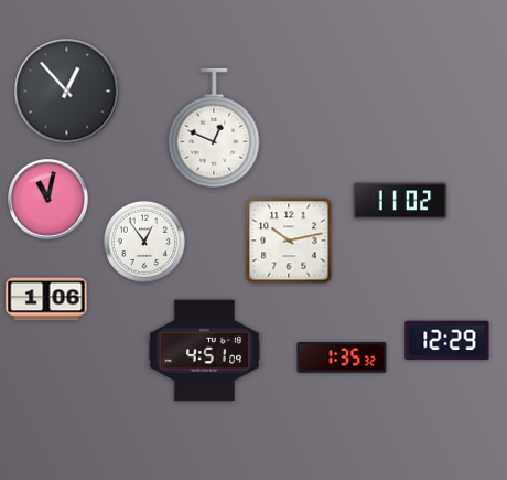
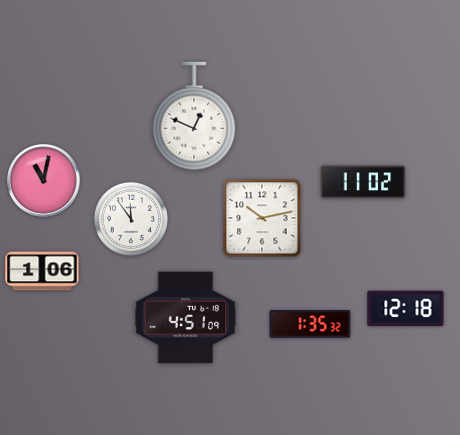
clock at (67, 92): 12:53 -> none
clock at (144, 242): 12:54 -> 11:54
clock at (447, 341): 12:29 -> 12:18
